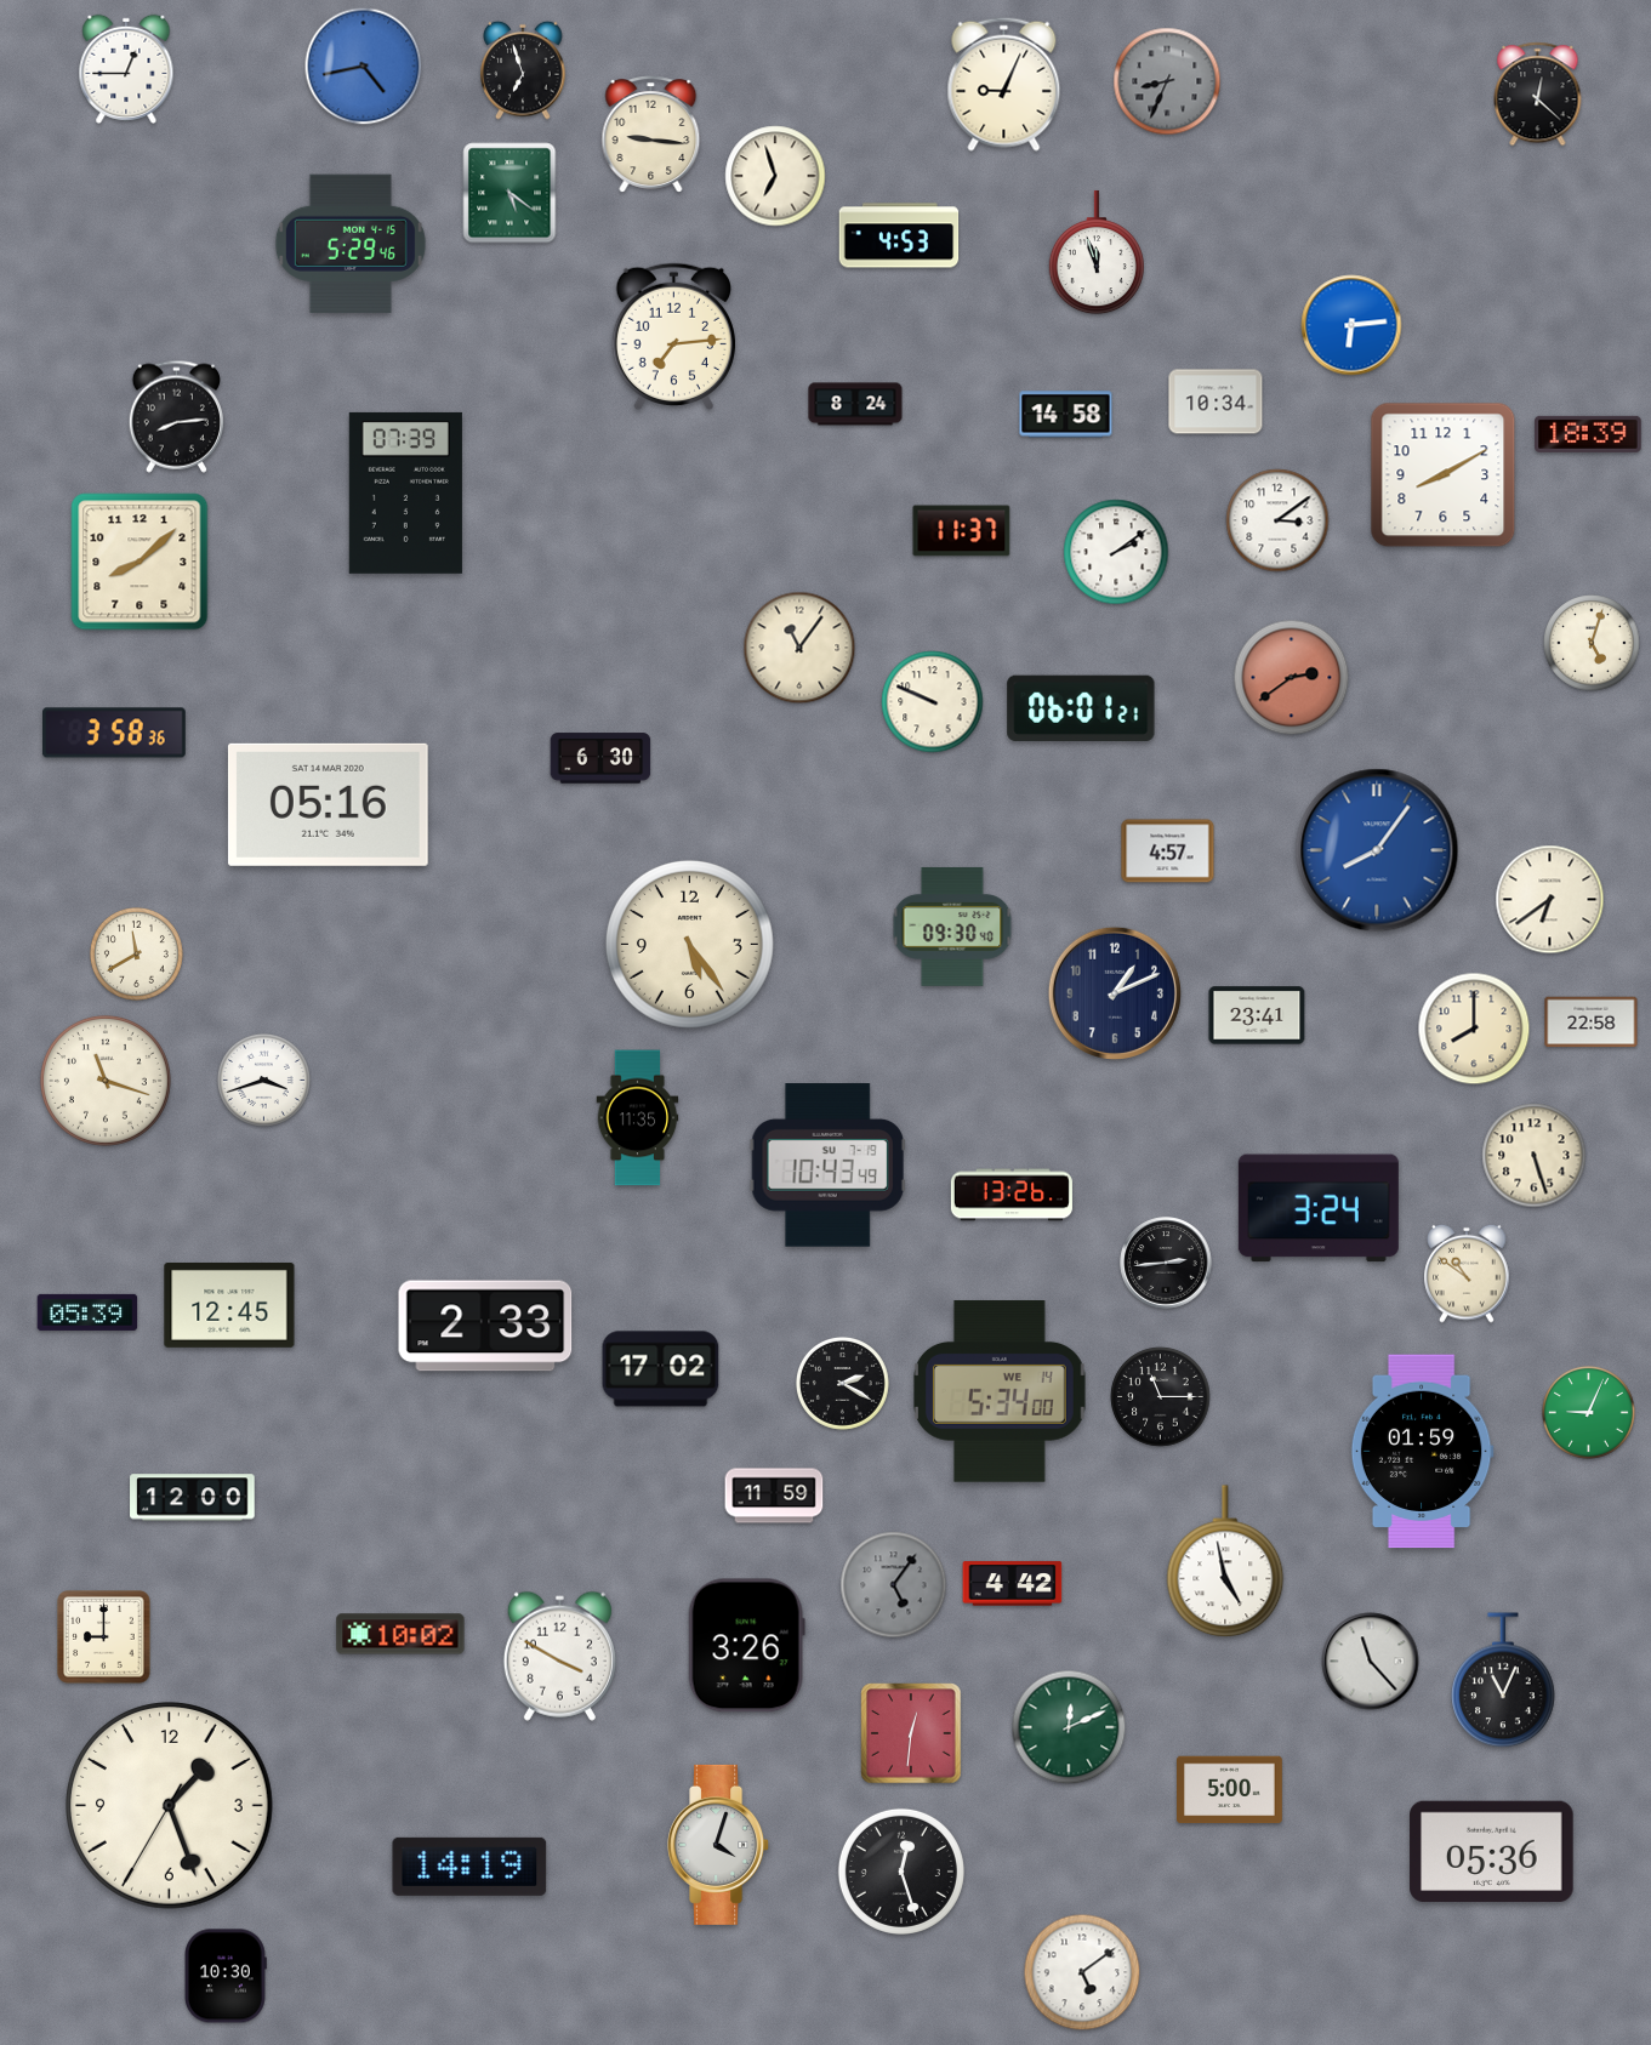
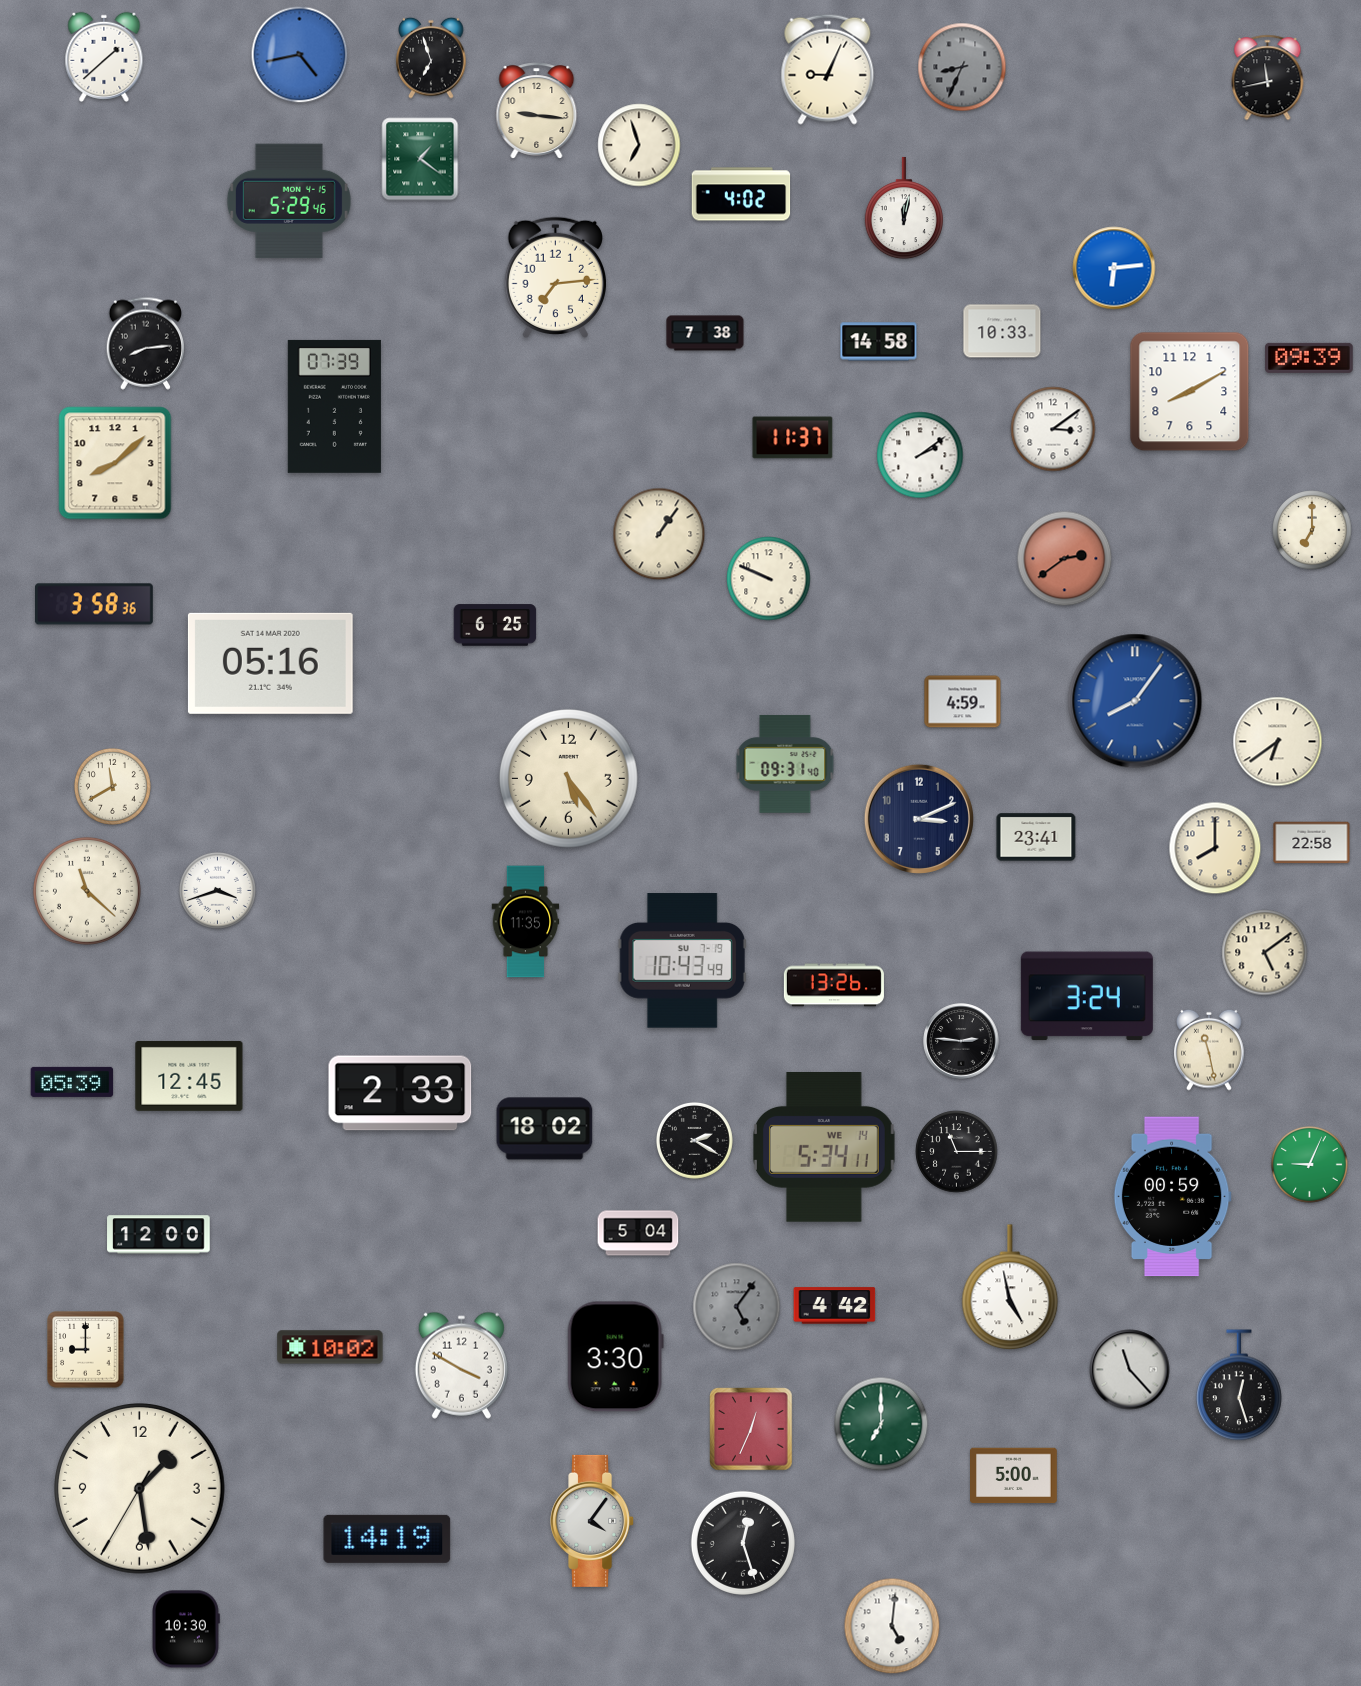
clock at (126, 69): 12:45 -> 1:38
clock at (1538, 95): 12:22 -> 11:43
clock at (509, 193): 5:21 -> 1:21
clock at (899, 235): 4:53 -> 4:02
clock at (1097, 252): 11:57 -> 12:02
clock at (1216, 401): 10:34 -> 10:33
clock at (855, 404): 8:24 -> 7:38
clock at (1588, 434): 18:39 -> 09:39
clock at (1592, 643): 5:03 -> 7:00
clock at (799, 648): 11:06 -> 1:06
clock at (1081, 707): 06:01 -> none
clock at (600, 758): 6:30 -> 6:25
clock at (1168, 851): 4:57 -> 4:59
clock at (952, 927): 09:30 -> 09:31
clock at (1115, 993): 1:11 -> 3:11
clock at (106, 1081): 11:18 -> 11:22
clock at (1535, 1156): 5:27 -> 5:09
clock at (1166, 1263): 2:44 -> 2:46
clock at (1467, 1274): 10:51 -> 11:28
clock at (661, 1369): 17:02 -> 18:02
clock at (1000, 1392): 5:34:00 -> 5:34:11
clock at (1422, 1452): 01:59 -> 00:59
clock at (774, 1496): 11:59 -> 5:04
clock at (746, 1646): 3:26 -> 3:30
clock at (1503, 1681): 11:04 -> 12:27
clock at (1069, 1727): 12:11 -> 7:00
clock at (911, 1733): 12:31 -> 12:34
clock at (170, 1806): 1:26 -> 1:28
clock at (719, 1845): 4:03 -> 4:06
clock at (1492, 1852): 05:36 -> none
clock at (1082, 1972): 5:09 -> 5:01
